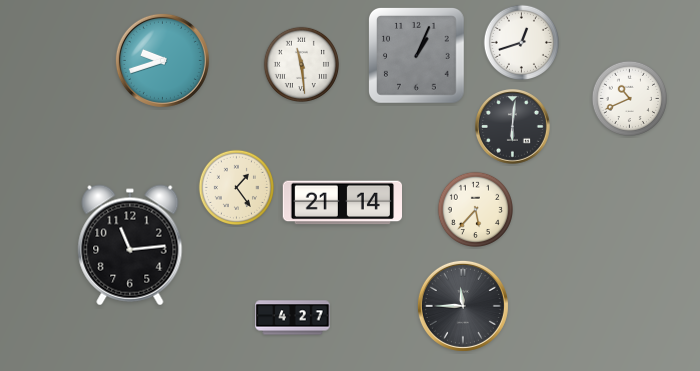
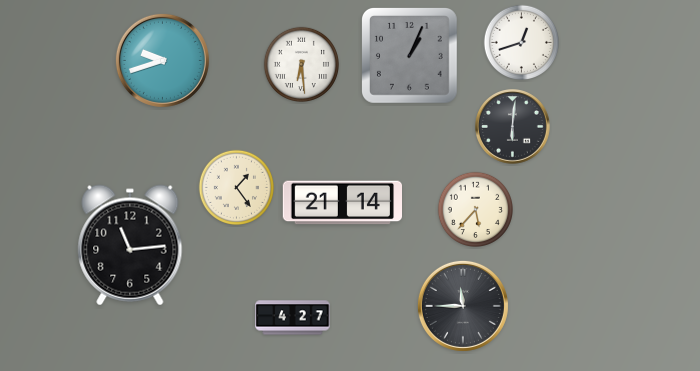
clock at (417, 56) position: (417, 56) -> (410, 56)
clock at (301, 64): 11:29 -> 6:29
clock at (629, 98): 10:41 -> none
